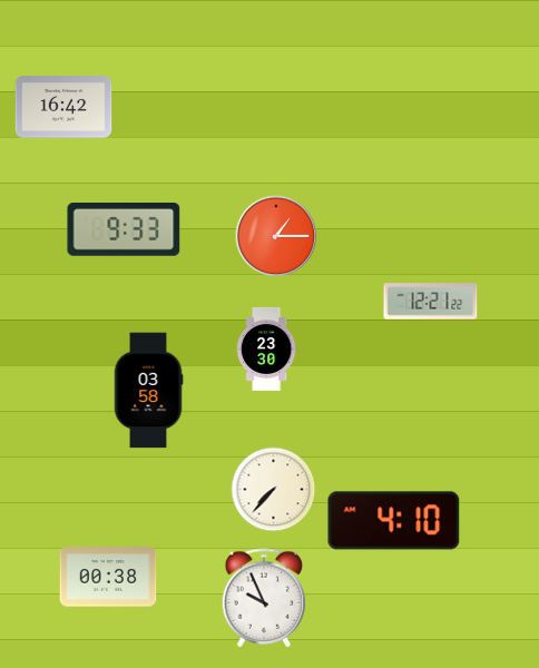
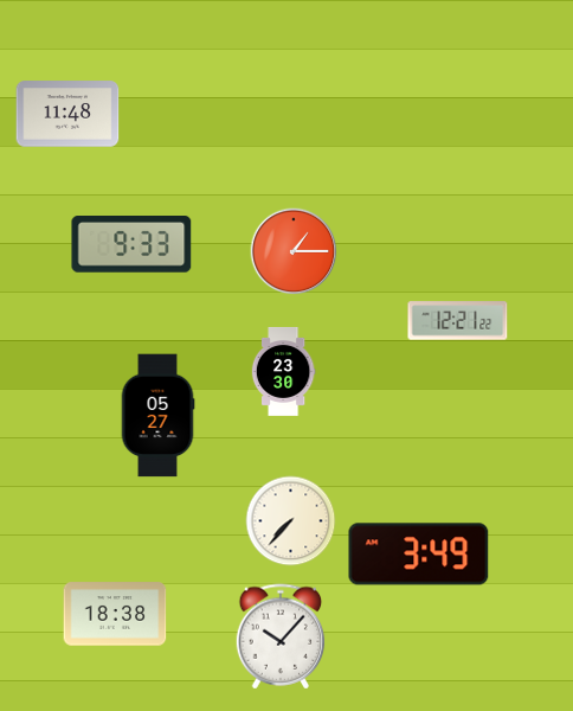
clock at (63, 107): 16:42 -> 11:48
clock at (148, 391): 03:58 -> 05:27
clock at (394, 521): 4:10 -> 3:49
clock at (108, 577): 00:38 -> 18:38
clock at (264, 598): 9:56 -> 10:07
